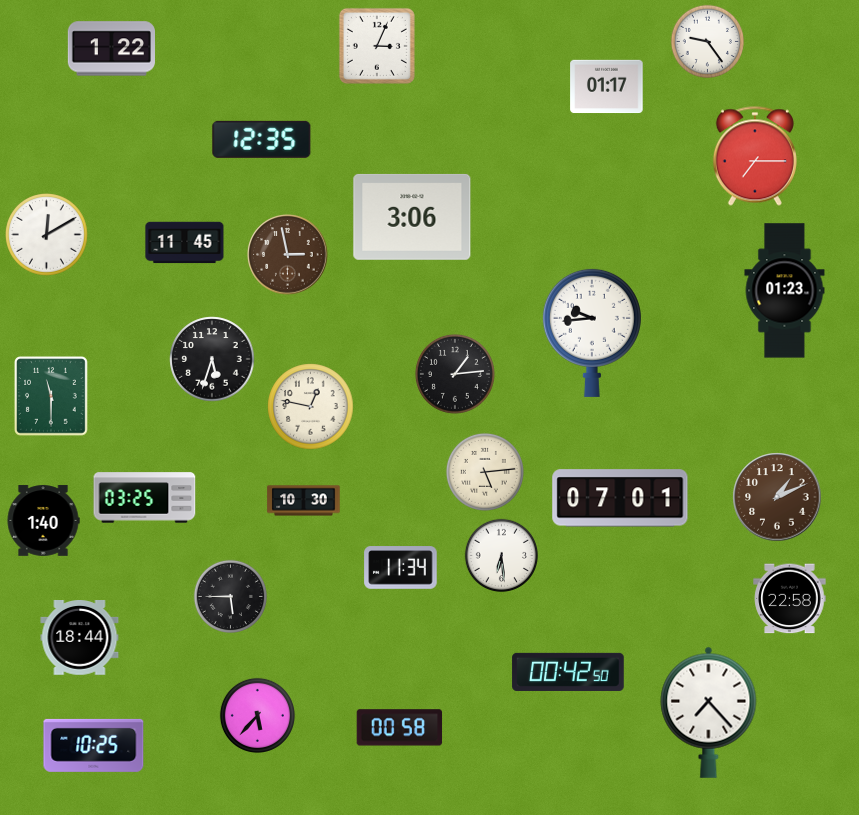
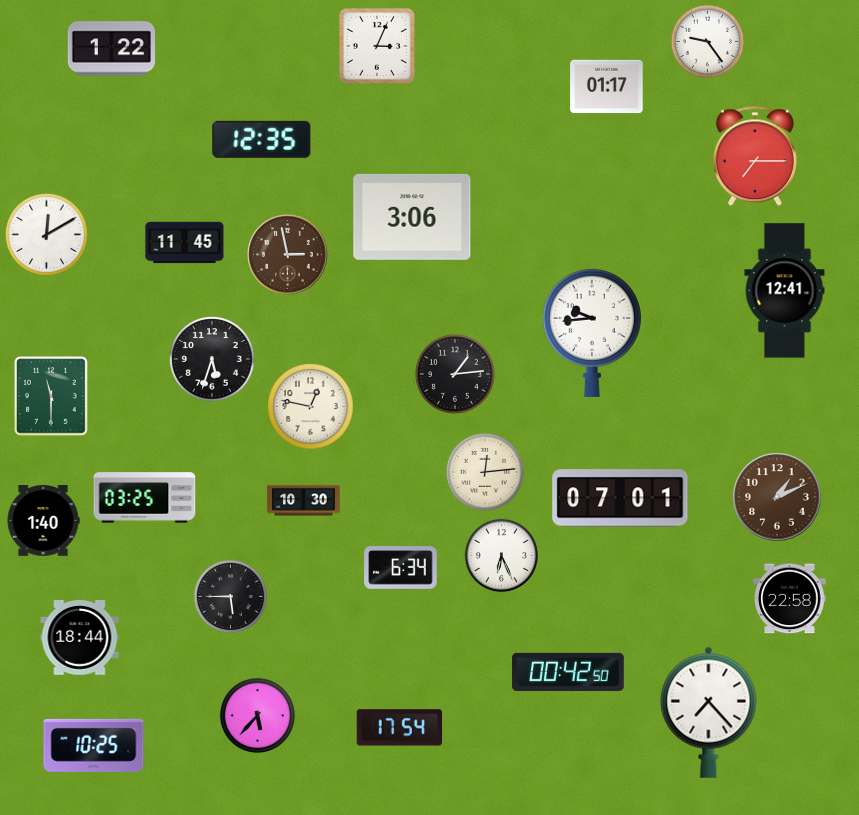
clock at (785, 291): 01:23 -> 12:41
clock at (485, 472): 5:14 -> 12:14
clock at (501, 555): 6:29 -> 6:26
clock at (401, 568): 11:34 -> 6:34
clock at (400, 728): 00:58 -> 17:54
